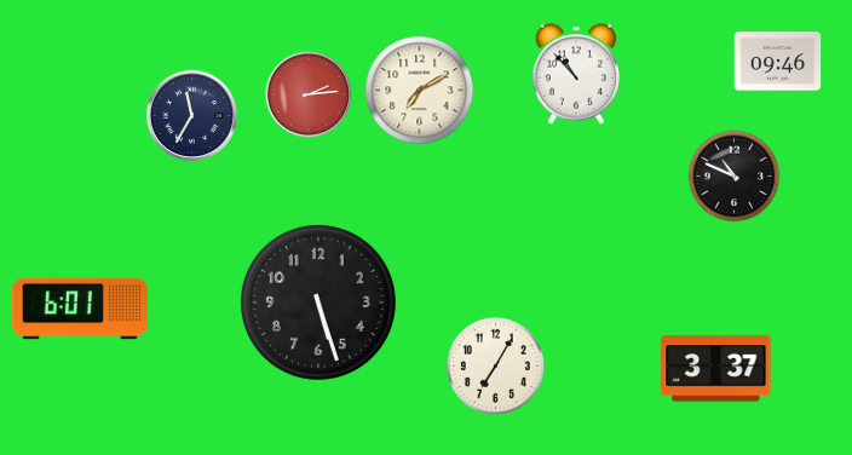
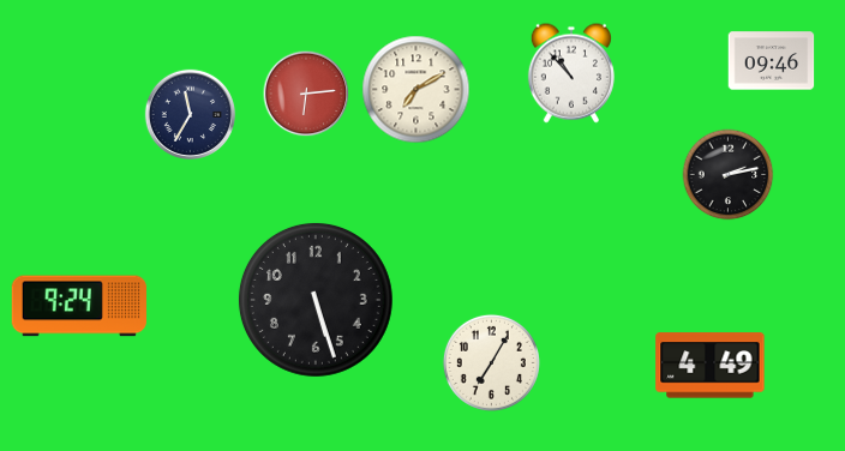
clock at (309, 94): 2:14 -> 6:14
clock at (735, 177): 10:49 -> 2:13
clock at (80, 309): 6:01 -> 9:24
clock at (716, 369): 3:37 -> 4:49
